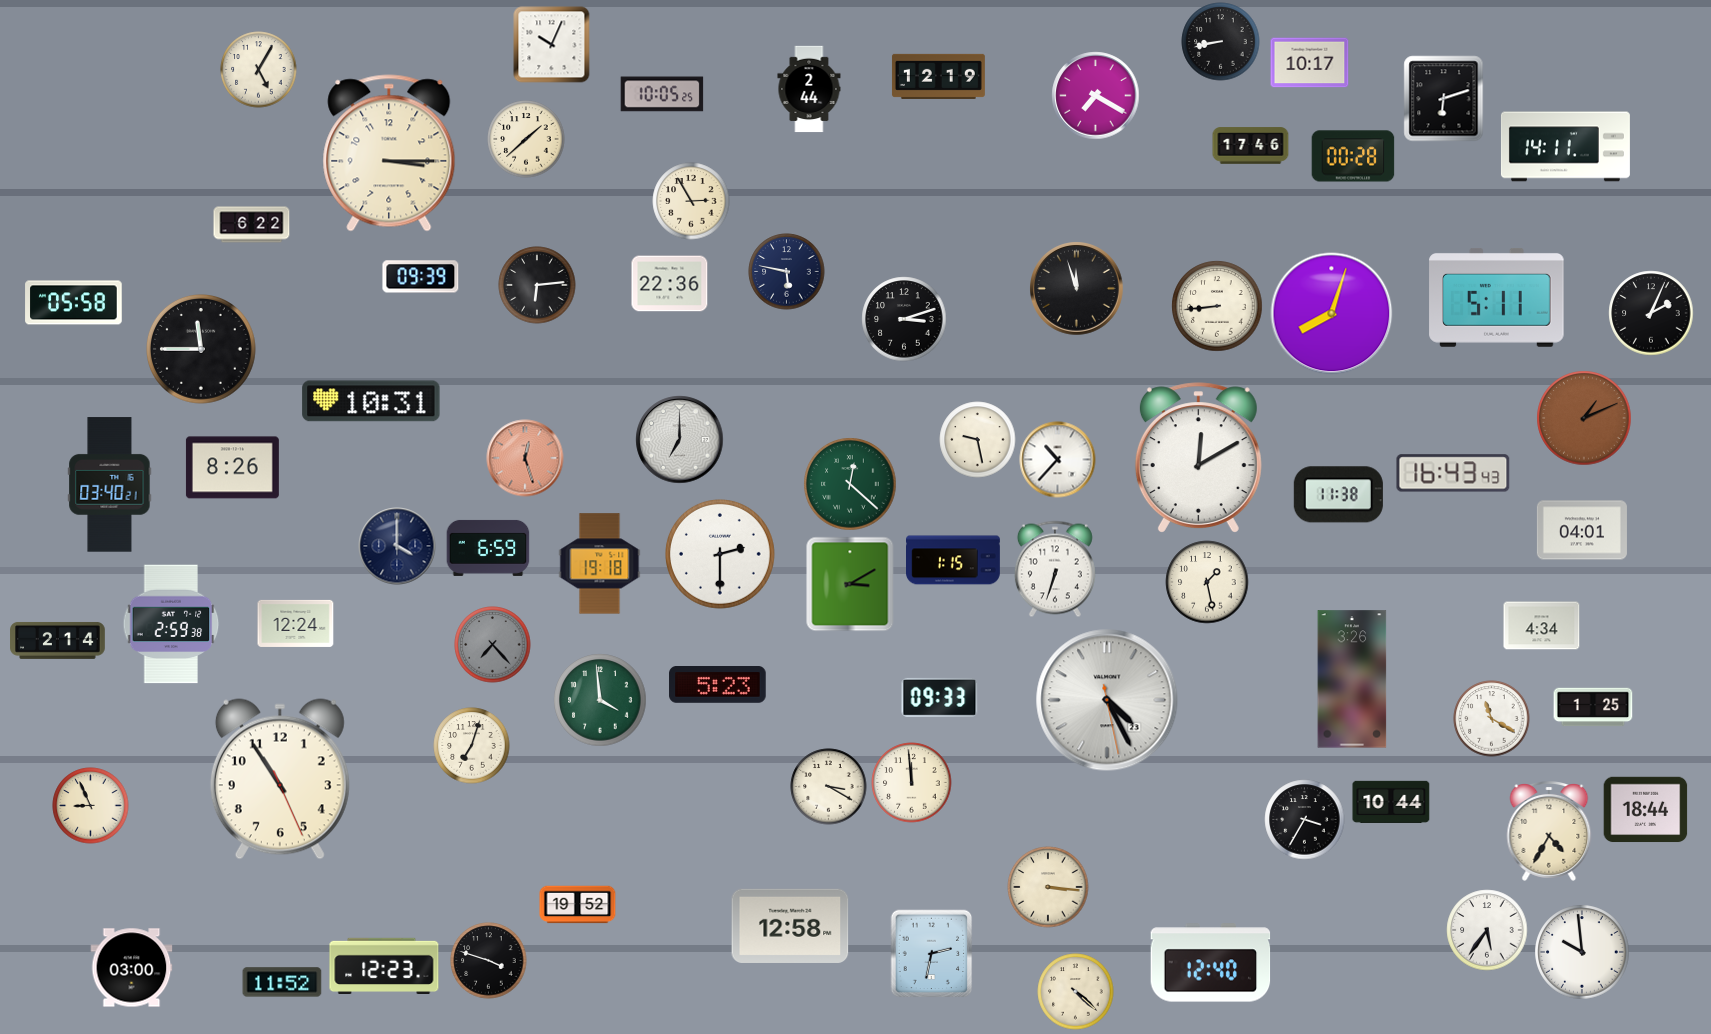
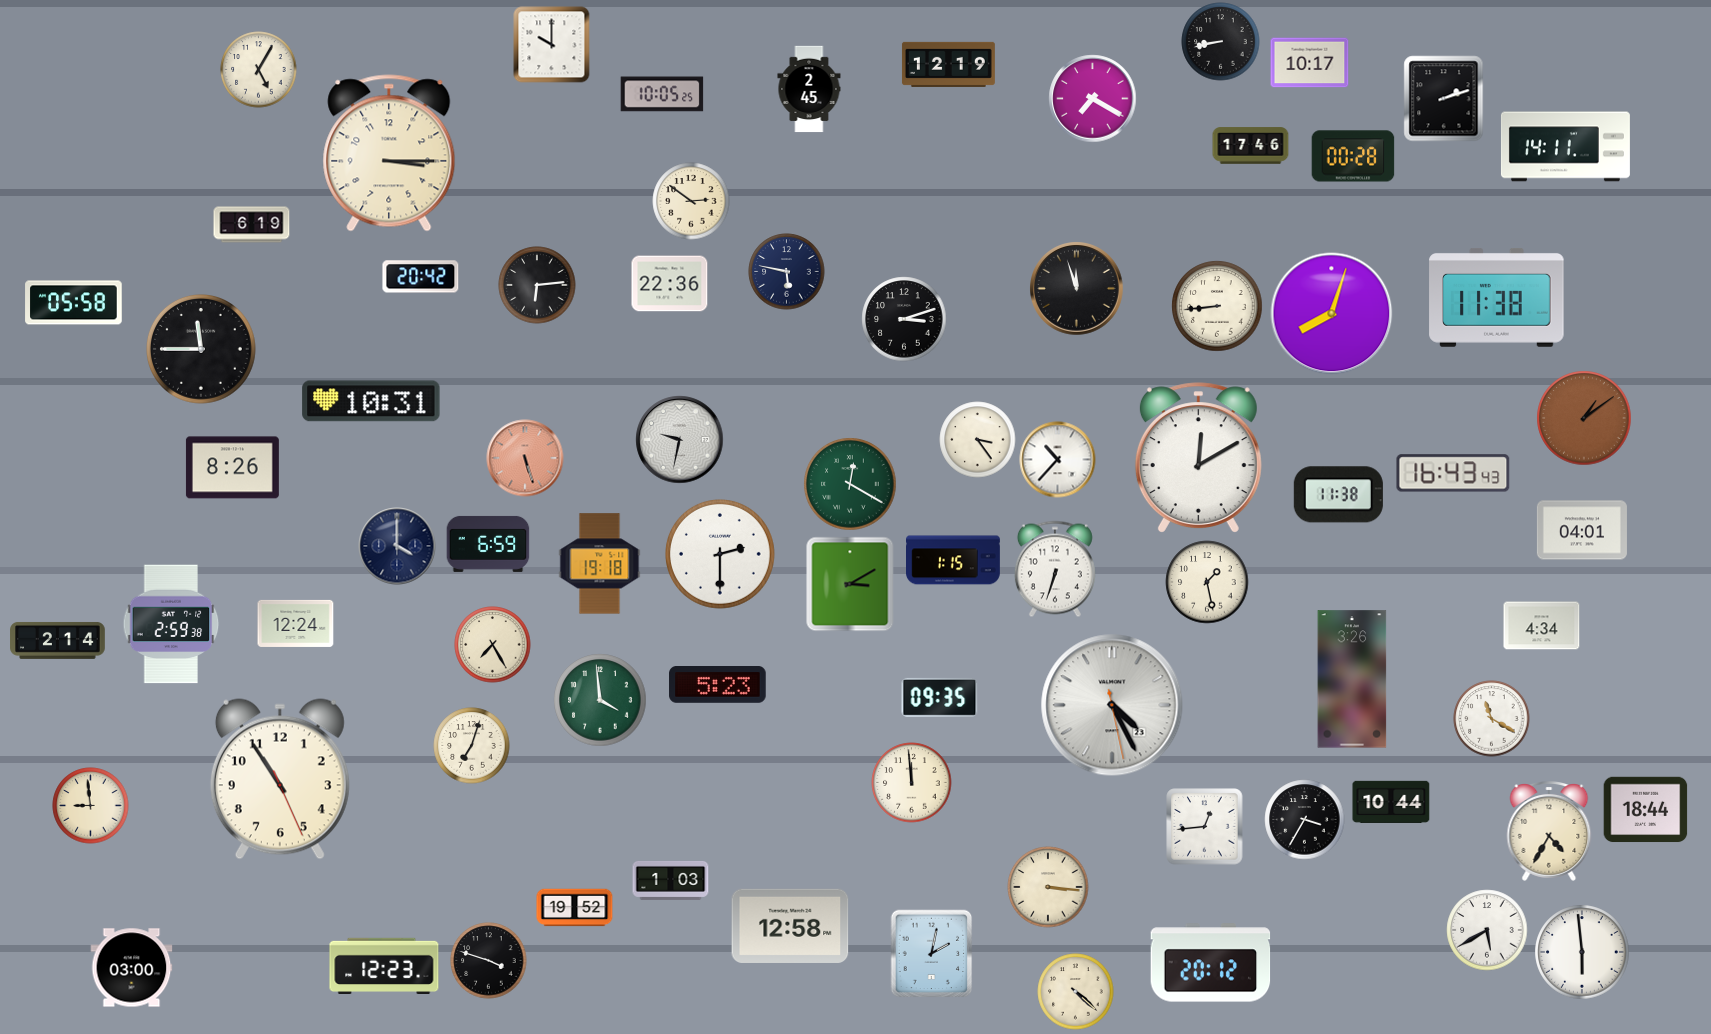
clock at (552, 45): 10:04 -> 10:00
clock at (938, 76) position: (938, 76) -> (948, 64)
clock at (809, 89): 2:44 -> 2:45
clock at (1096, 96) position: (1096, 96) -> (1093, 99)
clock at (1444, 99): 6:12 -> 2:12
clock at (526, 139): 1:38 -> none
clock at (691, 201): 2:55 -> 2:51
clock at (252, 225): 6:22 -> 6:19
clock at (421, 277): 09:39 -> 20:42
clock at (1497, 298): 5:11 -> 11:38
clock at (1651, 313): 2:04 -> none
clock at (1584, 418): 1:11 -> 1:09
clock at (680, 440): 7:00 -> 9:32
clock at (978, 440): 9:28 -> 3:24
clock at (525, 458): 12:27 -> 5:27
clock at (850, 484): 12:22 -> 12:20
clock at (110, 485): 03:40 -> none
clock at (488, 548) position: (488, 548) -> (488, 544)
clock at (493, 645): 7:23 -> 7:25
clock at (493, 645) dial: grey -> cream
clock at (940, 697): 09:33 -> 09:35
clock at (1107, 700) position: (1107, 700) -> (1112, 705)
clock at (1593, 707): 1:25 -> none
clock at (829, 787): 3:20 -> none
clock at (91, 806): 8:56 -> 8:59
clock at (1205, 827): none -> 12:44
clock at (671, 880): none -> 1:03
clock at (578, 905) position: (578, 905) -> (575, 908)
clock at (1487, 930): 5:36 -> 5:40
clock at (1582, 952): 9:59 -> 5:59
clock at (932, 954): 2:32 -> 2:02
clock at (1211, 963): 12:40 -> 20:12
clock at (282, 982): 11:52 -> none
